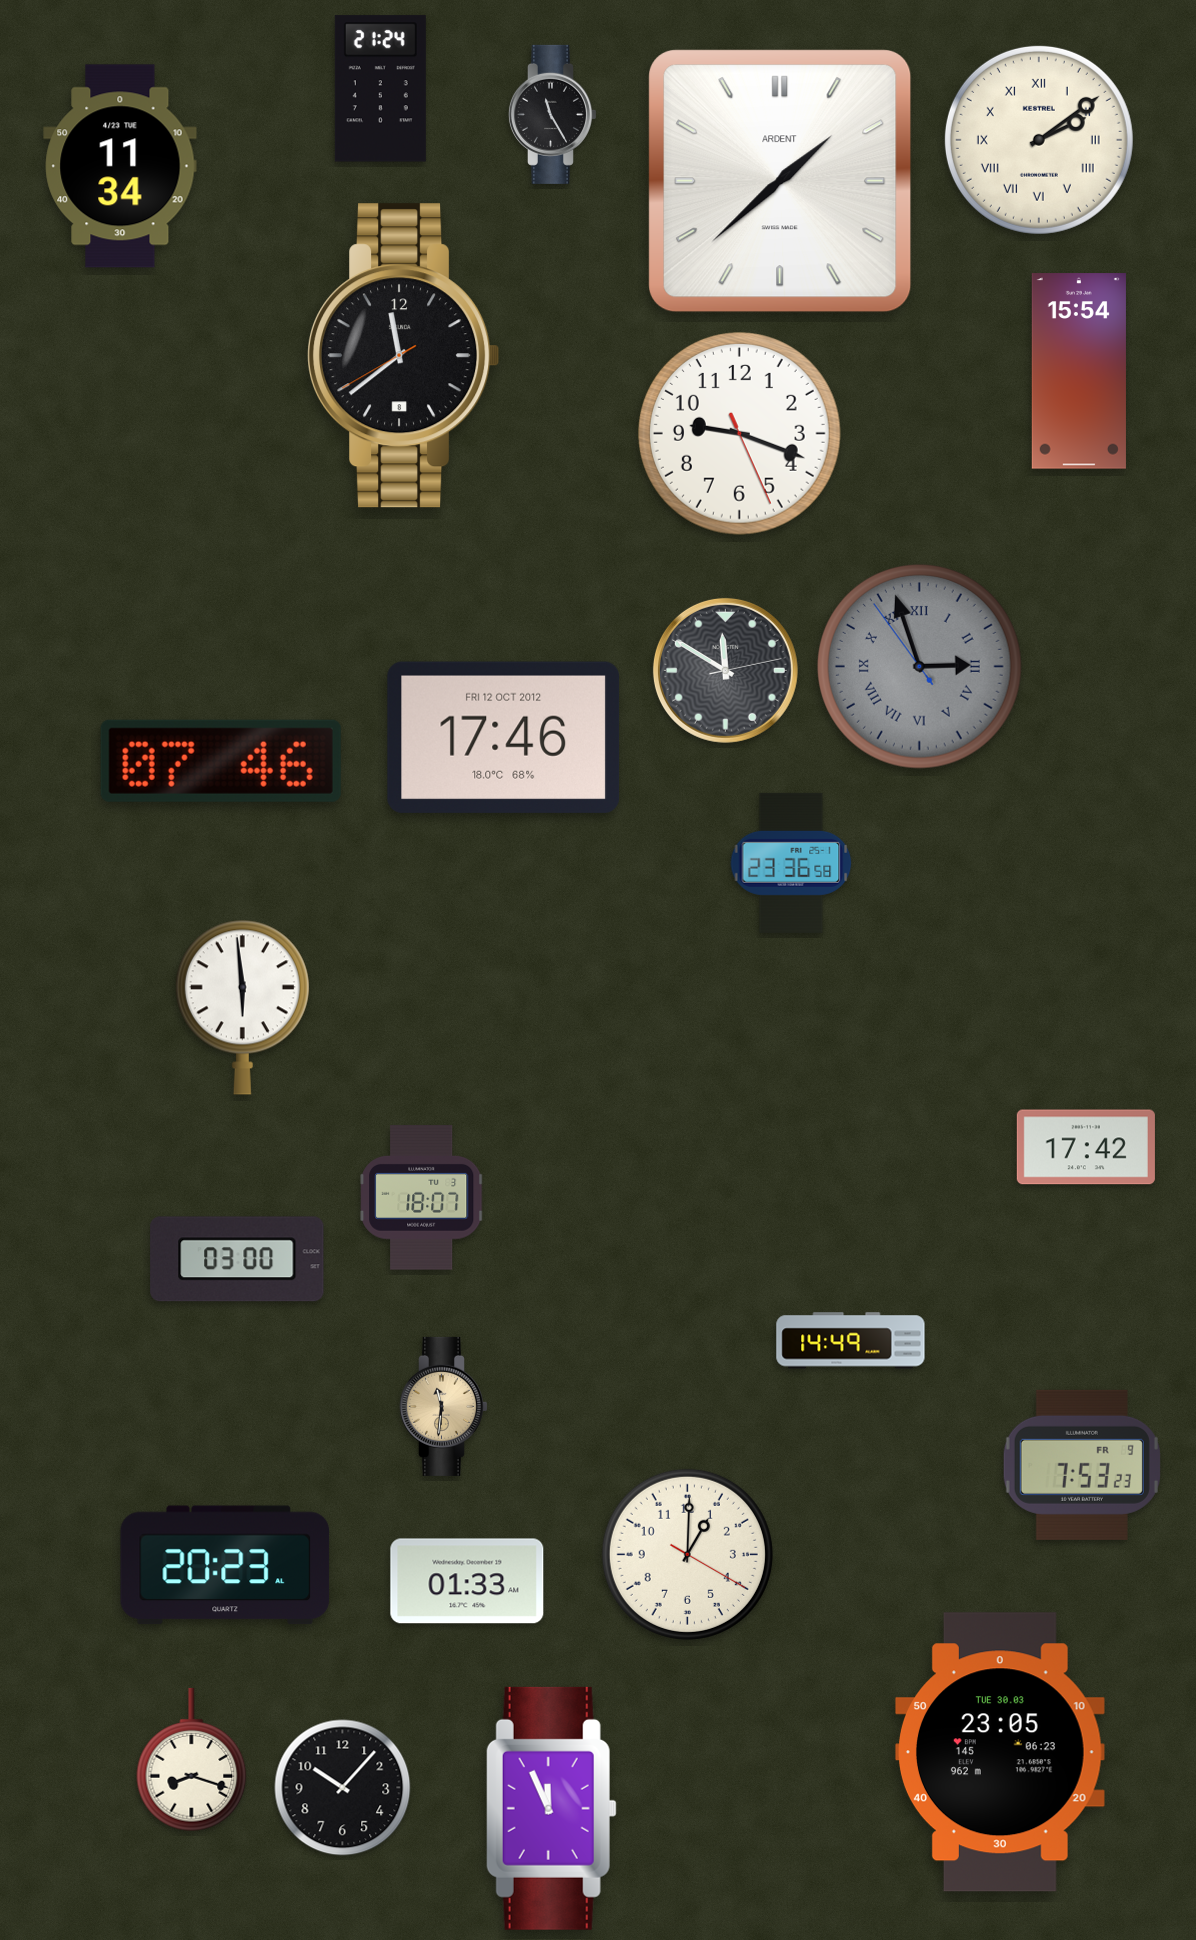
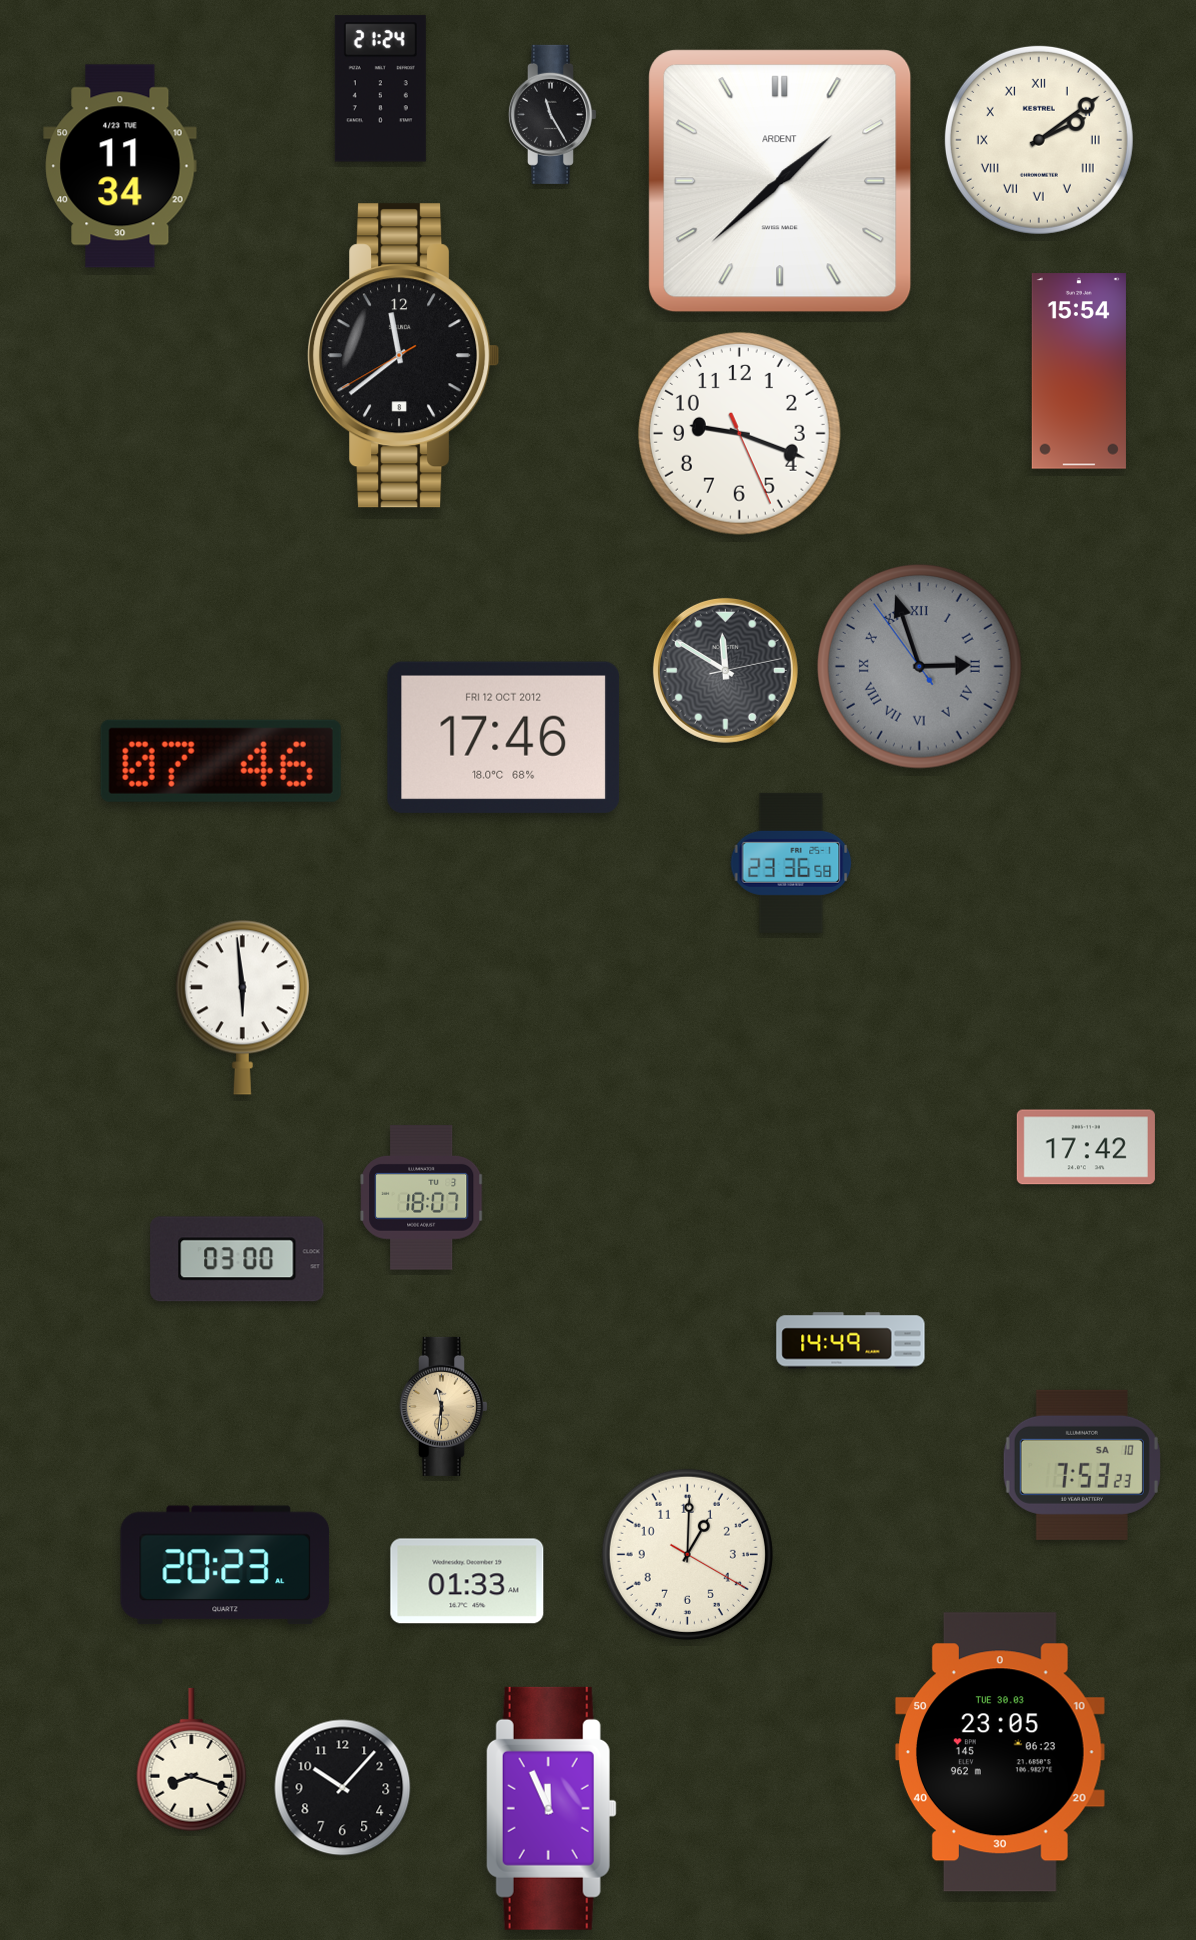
clock at (1082, 1465) date: FR 9 -> SA 10
